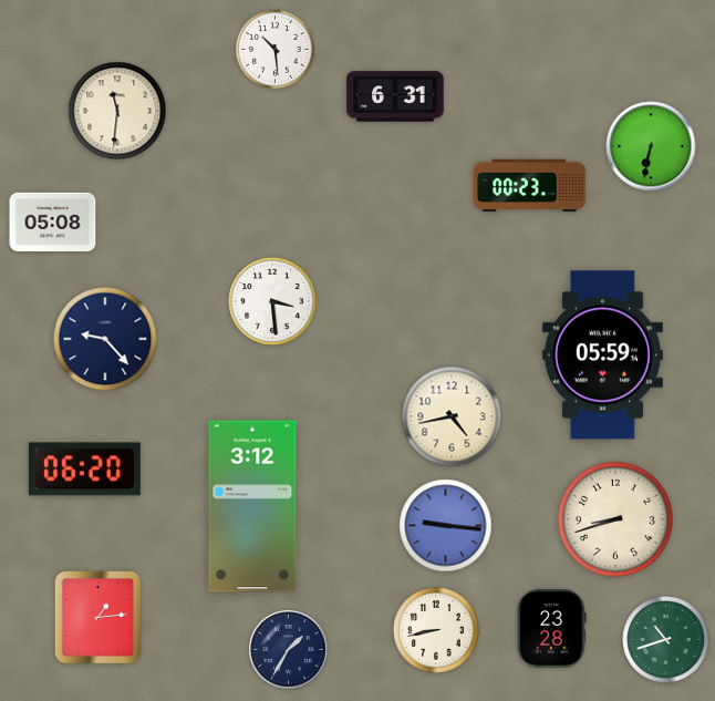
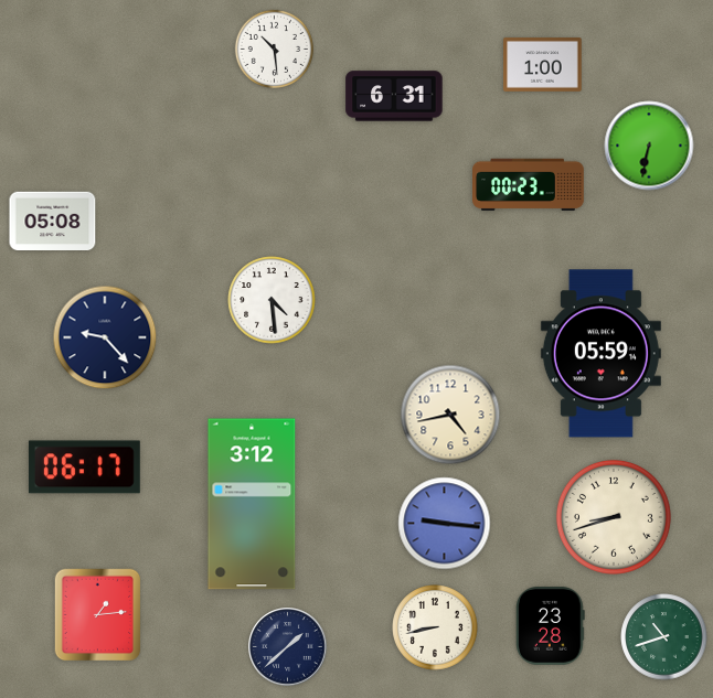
clock at (543, 65): none -> 1:00
clock at (117, 111): 11:31 -> none
clock at (272, 301): 3:29 -> 4:29
clock at (84, 470): 06:20 -> 06:17
clock at (289, 650): 1:35 -> 1:38
